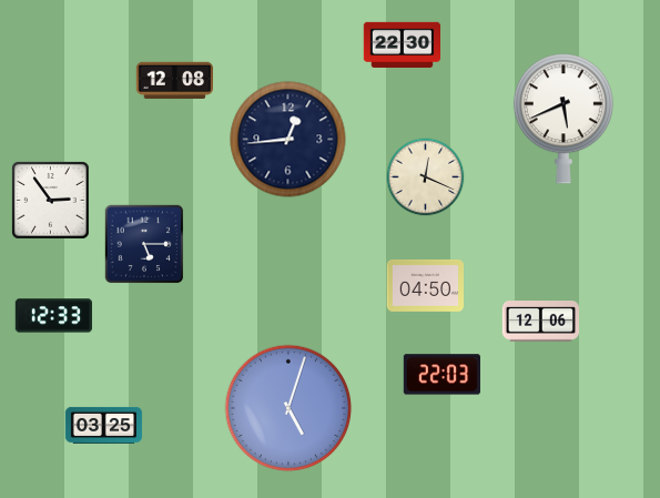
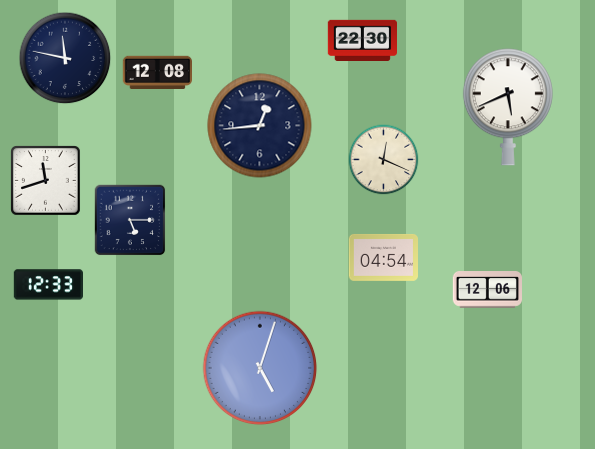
clock at (65, 58): none -> 11:47
clock at (51, 201): 2:54 -> 11:42
clock at (425, 285): 04:50 -> 04:54
clock at (441, 375): 22:03 -> none
clock at (104, 425): 03:25 -> none
